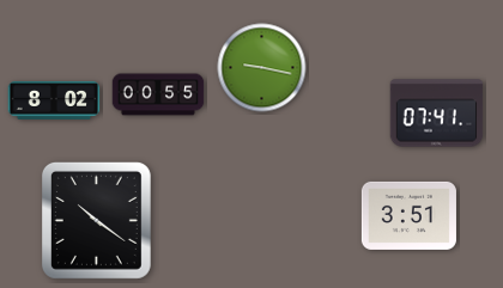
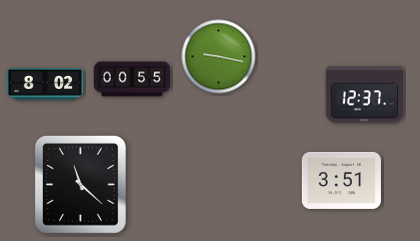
clock at (437, 114): 07:41 -> 12:37
clock at (96, 220): 10:21 -> 11:22
